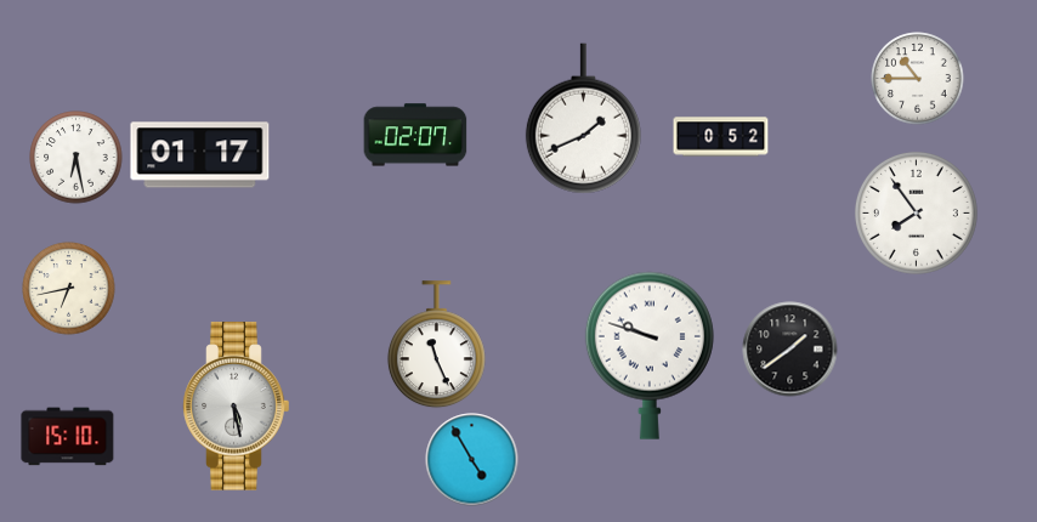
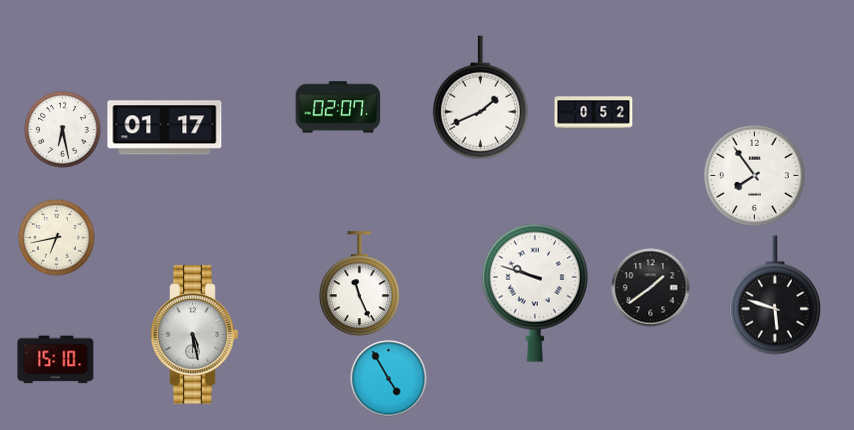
clock at (918, 79): 10:45 -> none
clock at (415, 135) position: (415, 135) -> (338, 107)
clock at (775, 295): none -> 5:48
